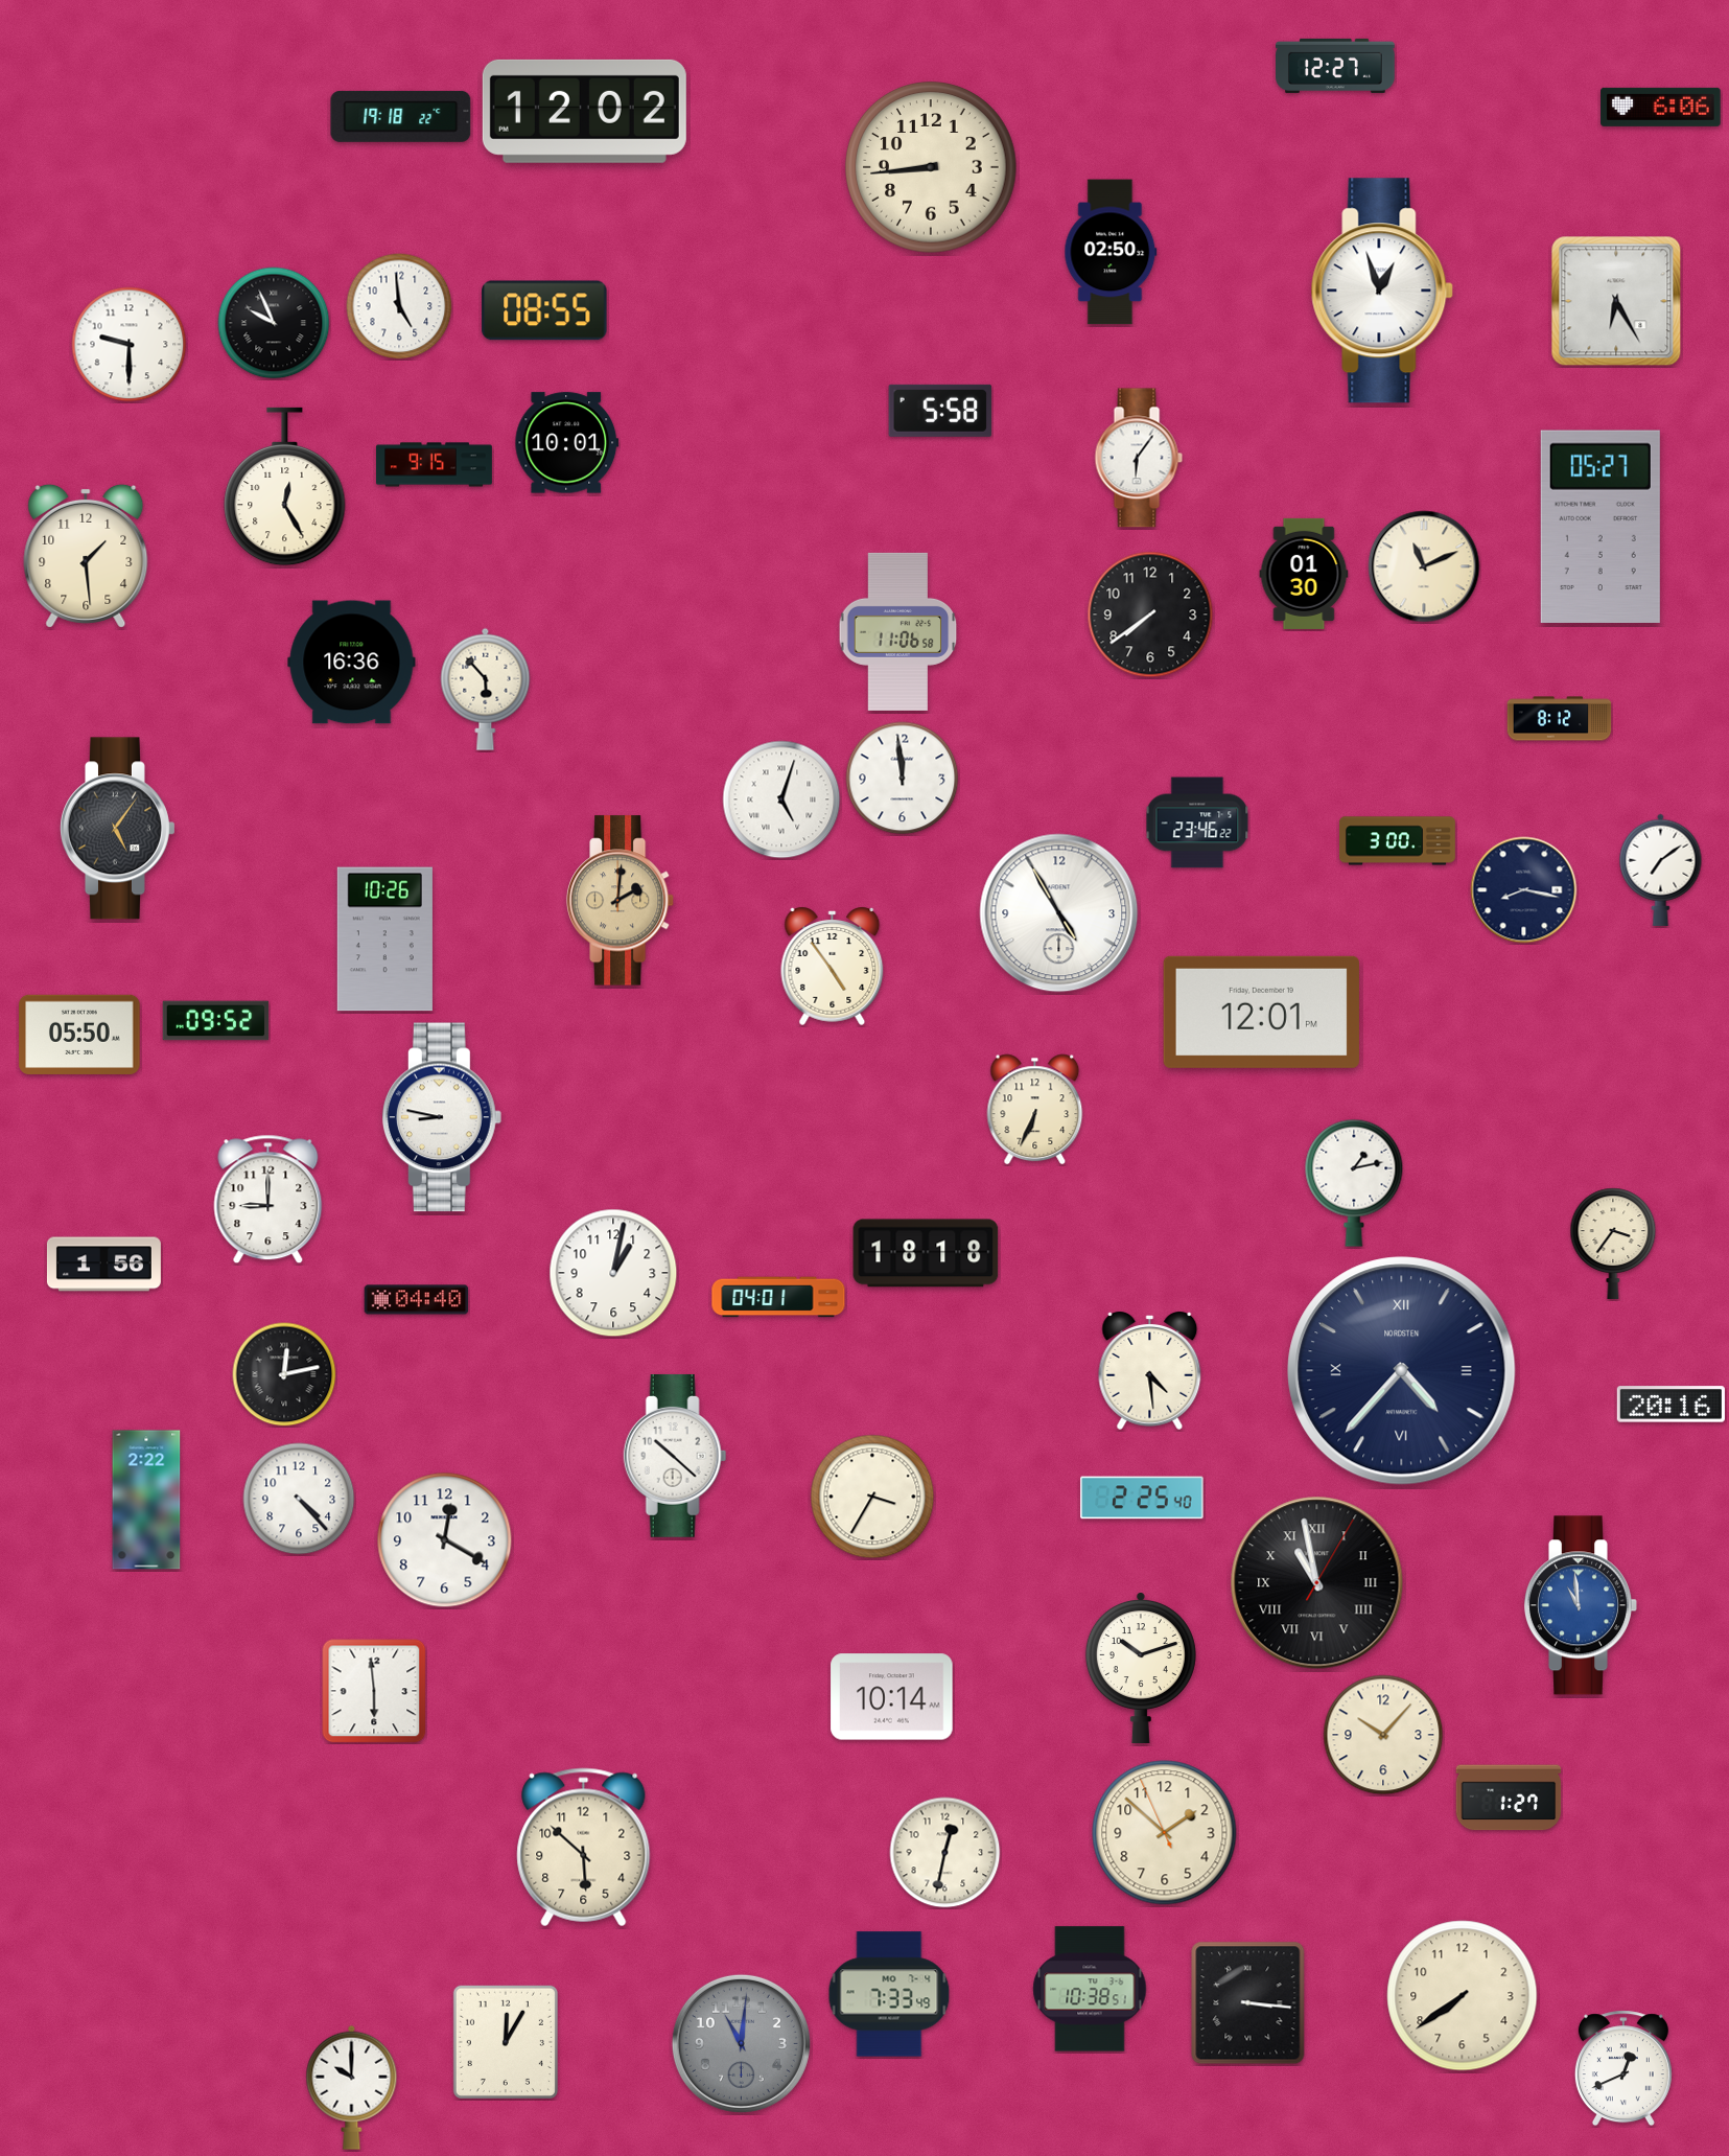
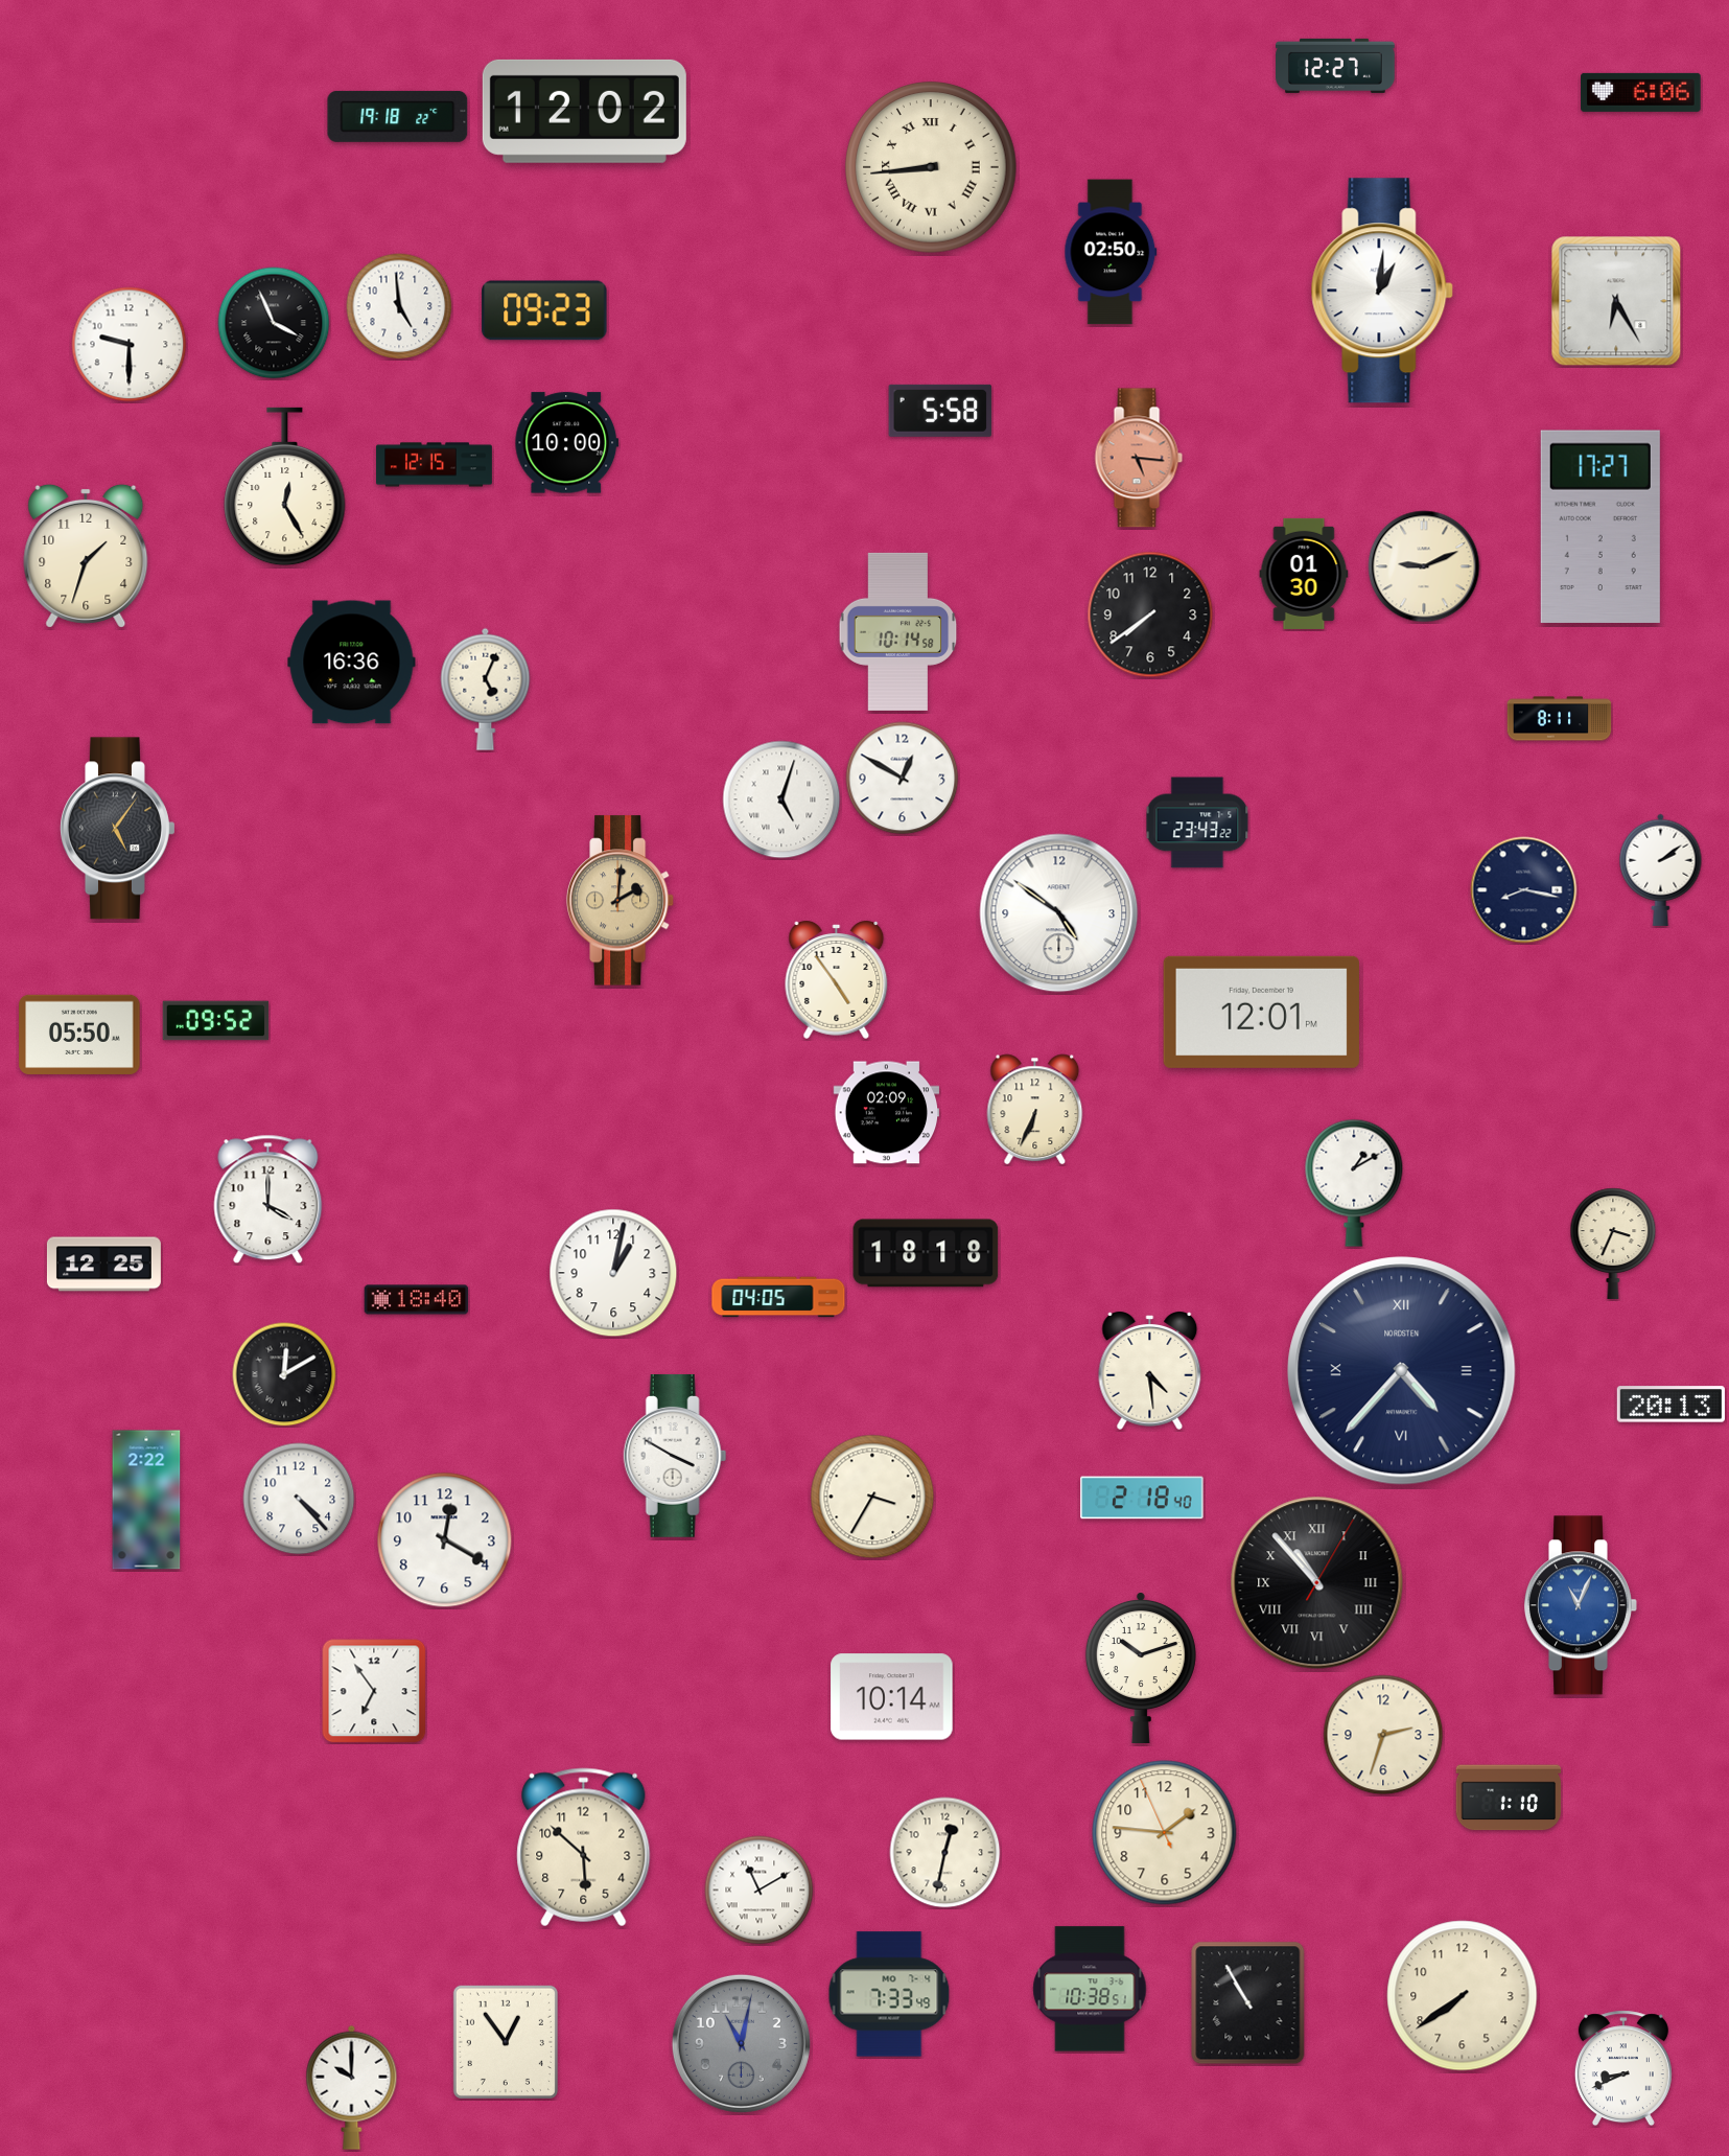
clock at (1661, 107) position: (1661, 107) -> (1641, 92)
clock at (401, 116) position: (401, 116) -> (398, 116)
clock at (931, 167) numerals: Arabic -> Roman
clock at (1382, 291): 12:57 -> 1:01
clock at (544, 310): 08:55 -> 09:23
clock at (274, 323): 9:56 -> 3:56
clock at (567, 443): 10:01 -> 10:00
clock at (1139, 458): 6:06 -> 5:16
clock at (1139, 458) dial: white -> salmon
clock at (435, 465): 9:15 -> 12:15
clock at (1601, 527): 05:27 -> 17:27
clock at (86, 556): 1:29 -> 1:33
clock at (1424, 566): 11:11 -> 9:11
clock at (898, 631): 11:06 -> 10:14
clock at (486, 689): 5:53 -> 5:04
clock at (1560, 719): 8:12 -> 8:11
clock at (903, 779): 11:59 -> 12:50
clock at (1197, 822): 23:46 -> 23:43
clock at (1397, 841): 3:00 -> none
clock at (1661, 870): 7:09 -> 2:09
clock at (1059, 913): 4:55 -> 4:51
clock at (384, 940): 10:26 -> none
clock at (833, 967) position: (833, 967) -> (837, 980)
clock at (887, 1113): none -> 02:09
clock at (442, 1117): 8:47 -> none
clock at (1354, 1183): 1:13 -> 1:10
clock at (268, 1200): 9:00 -> 4:00
clock at (1613, 1244): 3:36 -> 3:34
clock at (103, 1265): 1:56 -> 12:25
clock at (778, 1297): 04:01 -> 04:05
clock at (417, 1300): 04:40 -> 18:40
clock at (284, 1374): 12:13 -> 12:10
clock at (1670, 1405): 20:16 -> 20:13
clock at (675, 1456): 10:22 -> 3:50
clock at (1142, 1498): 2:25 -> 2:18
clock at (1317, 1583): 10:58 -> 10:53
clock at (1580, 1605): 10:59 -> 11:04
clock at (374, 1691): 5:59 -> 6:54
clock at (1383, 1735): 10:07 -> 2:33
clock at (1509, 1798): 1:27 -> 1:10
clock at (1165, 1833): 1:51 -> 1:45
clock at (760, 1891): none -> 11:10
clock at (1248, 2003): 3:16 -> 10:55
clock at (506, 2042): 12:05 -> 12:54
clock at (741, 2043): 11:01 -> 11:02
clock at (1623, 2068): 12:41 -> 8:41
